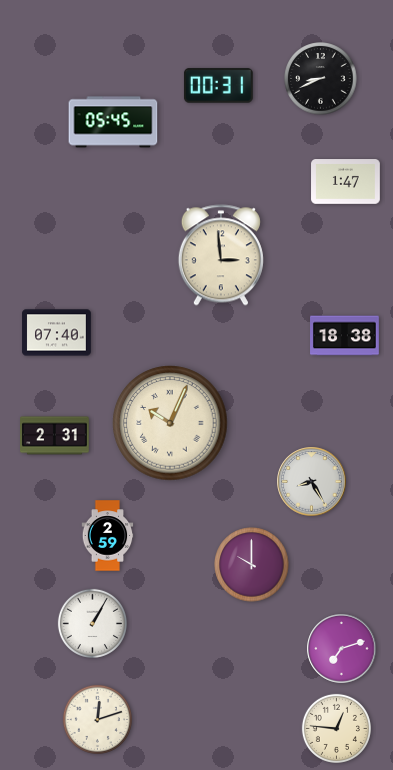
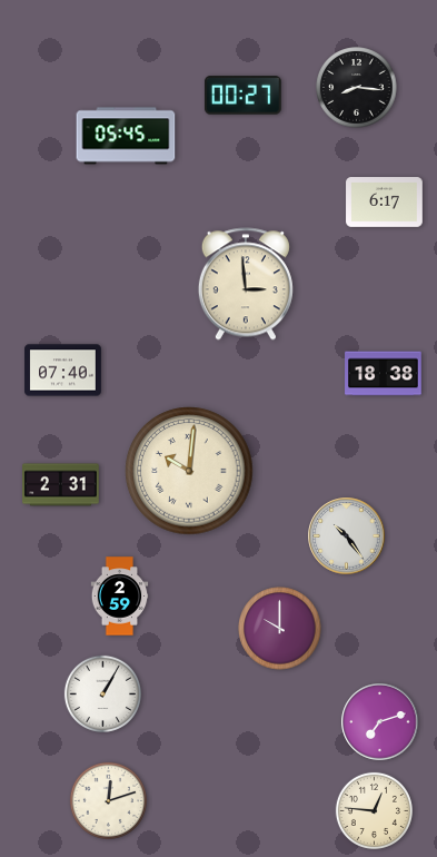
clock at (321, 79): 8:41 -> 8:16
clock at (218, 86): 00:31 -> 00:27
clock at (346, 182): 1:47 -> 6:17
clock at (170, 423): 10:04 -> 10:01
clock at (312, 482): 8:25 -> 10:24
